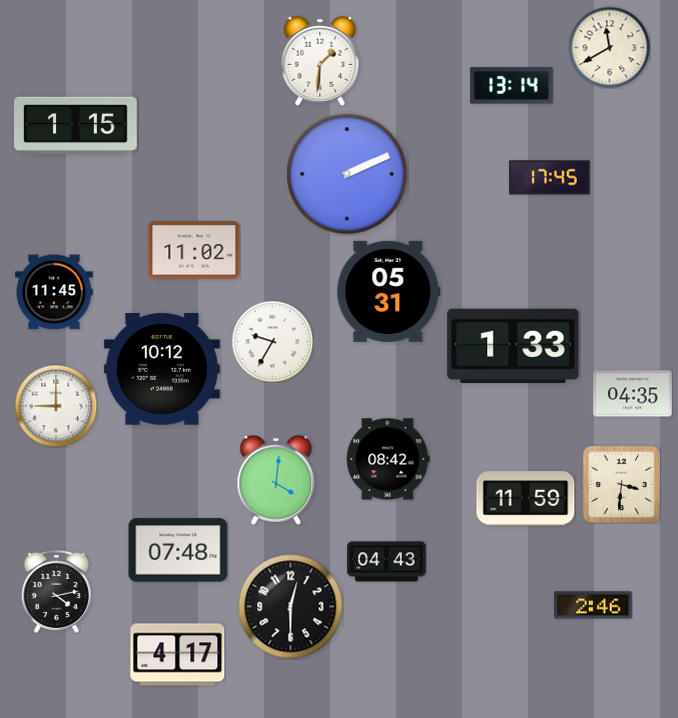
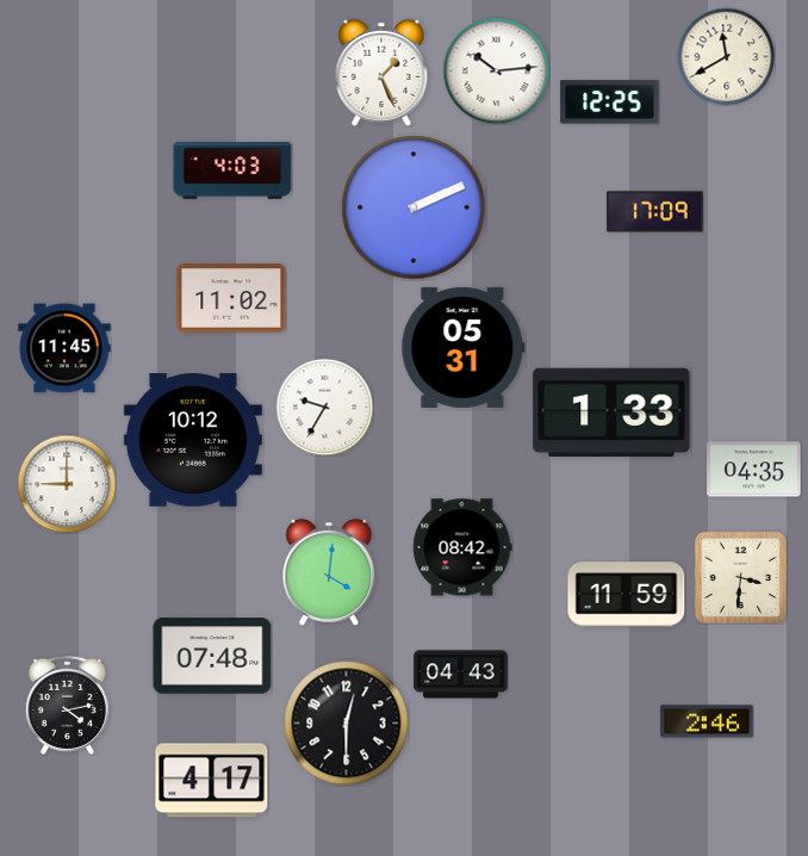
clock at (496, 70): none -> 10:14
clock at (320, 61): 1:31 -> 1:26
clock at (512, 86): 13:14 -> 12:25
clock at (76, 126): 1:15 -> none
clock at (232, 170): none -> 4:03
clock at (550, 178): 17:45 -> 17:09
clock at (387, 562) position: (387, 562) -> (461, 675)
